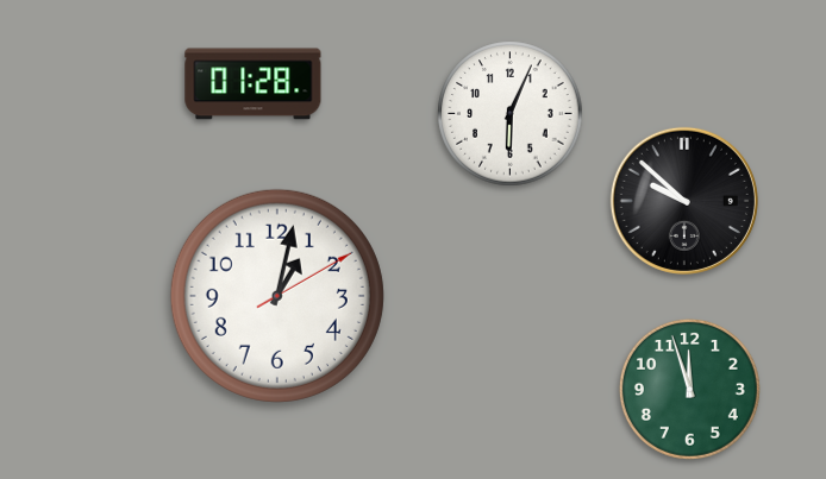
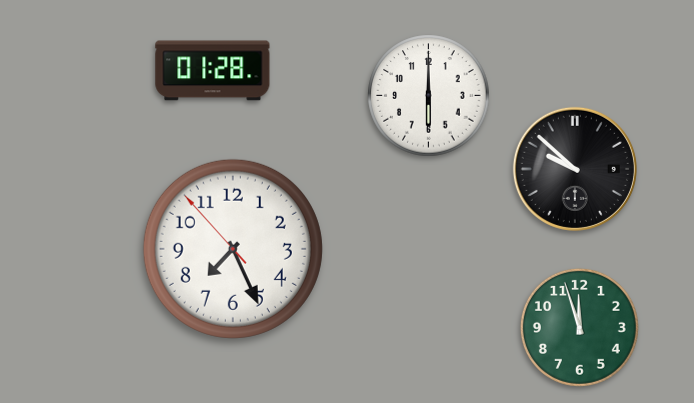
clock at (511, 114): 6:04 -> 6:00
clock at (277, 296): 1:02 -> 7:25
